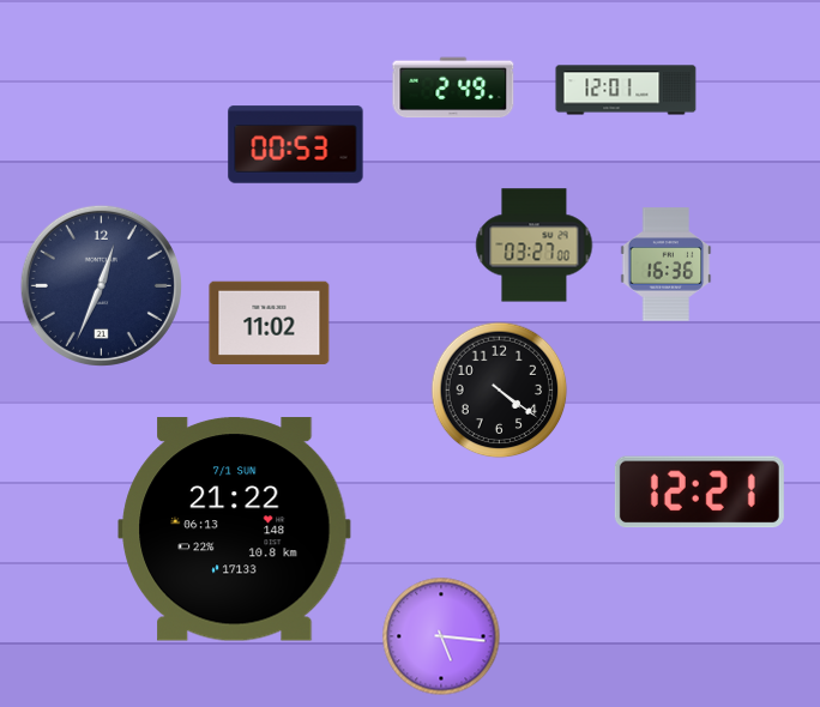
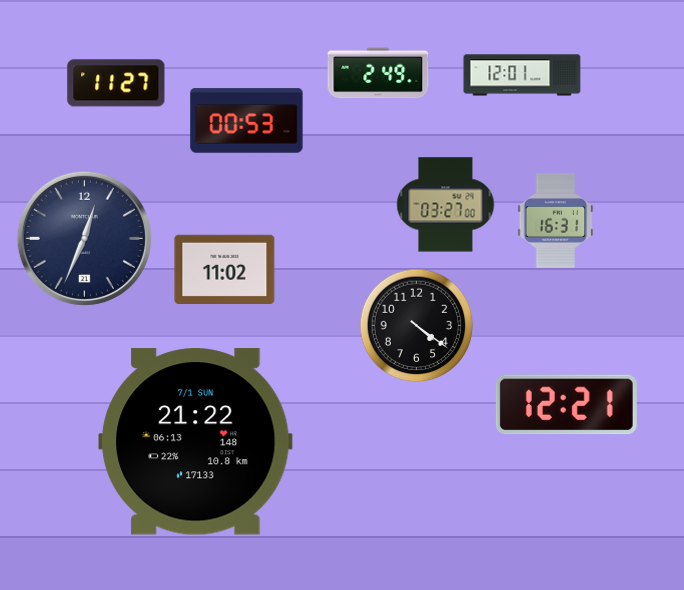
clock at (116, 83): none -> 11:27
clock at (667, 265): 16:36 -> 16:31
clock at (699, 493) position: (699, 493) -> (566, 405)
clock at (441, 636): 5:16 -> none
